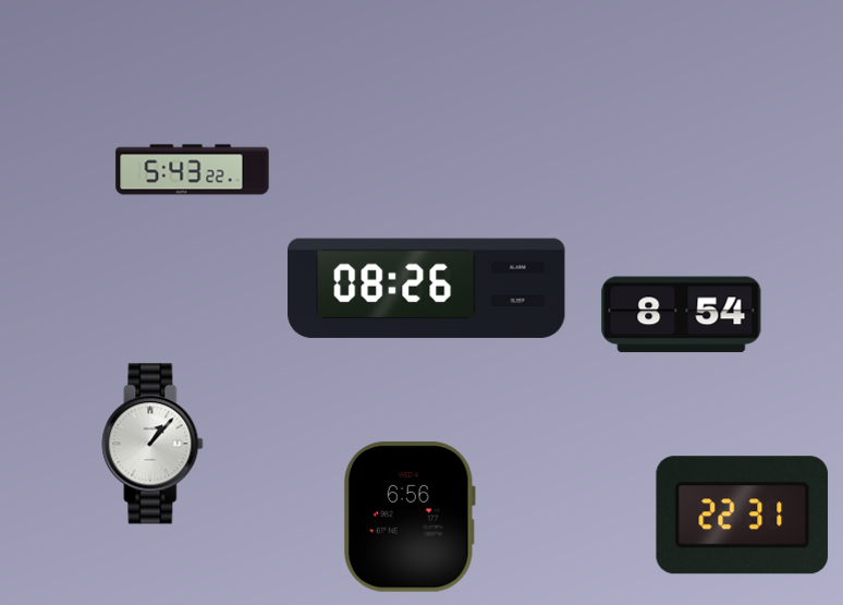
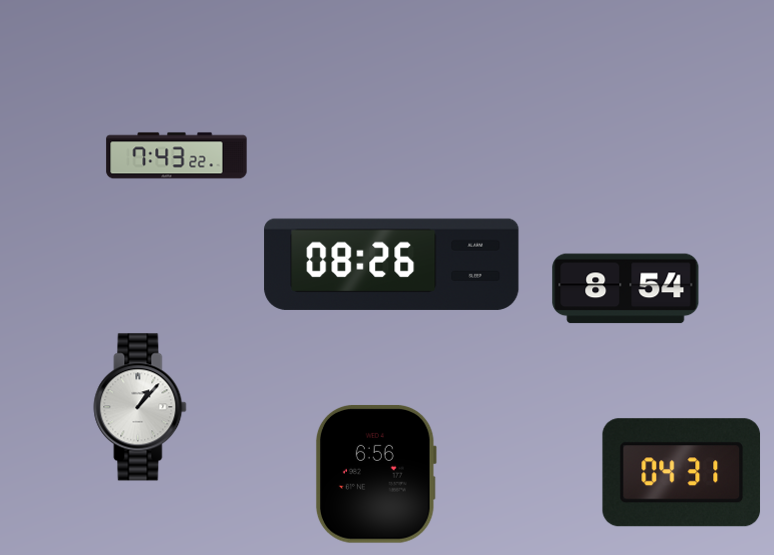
clock at (193, 170): 5:43 -> 7:43
clock at (743, 516): 22:31 -> 04:31
